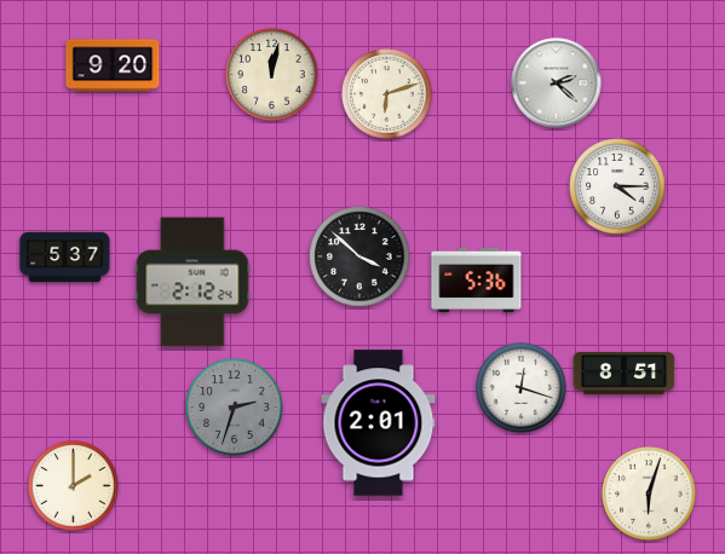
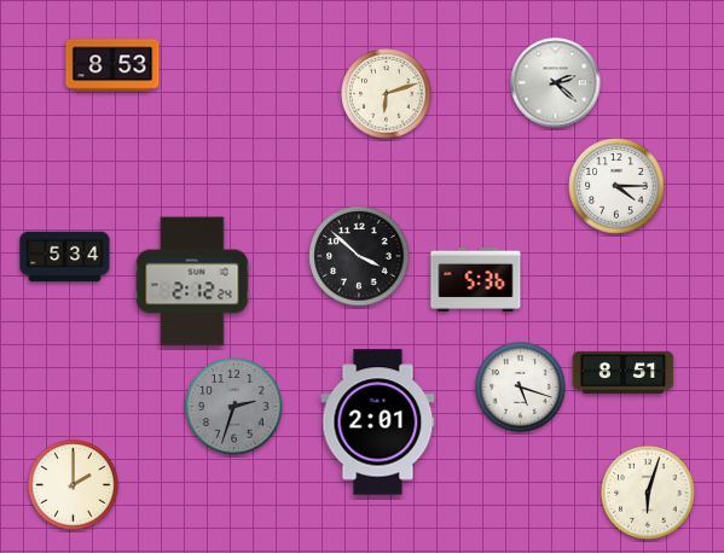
clock at (113, 65): 9:20 -> 8:53
clock at (272, 75): 12:02 -> none
clock at (65, 258): 5:37 -> 5:34
clock at (522, 388): 12:18 -> 5:18
